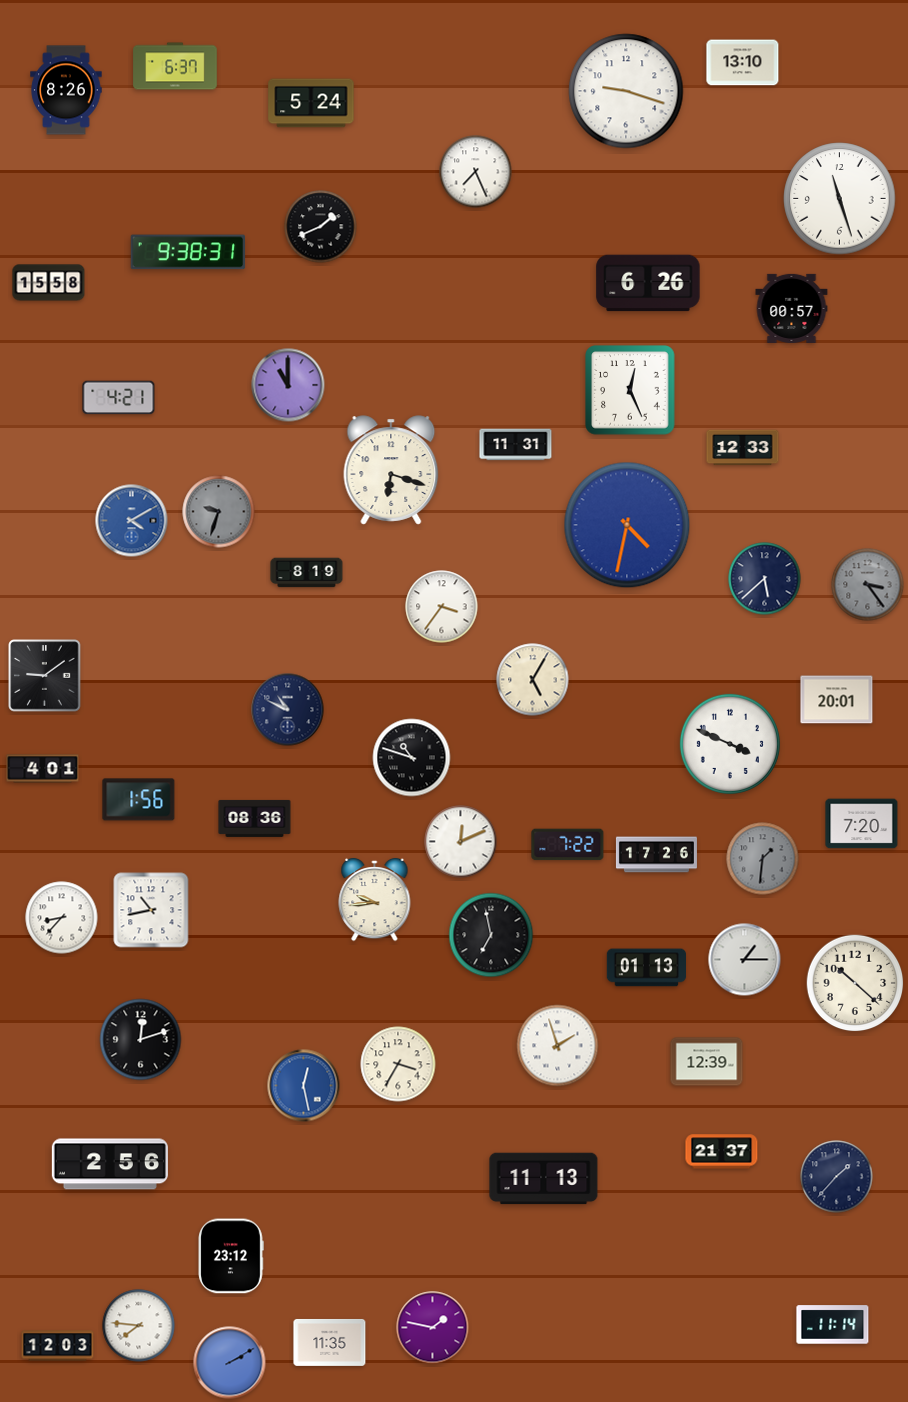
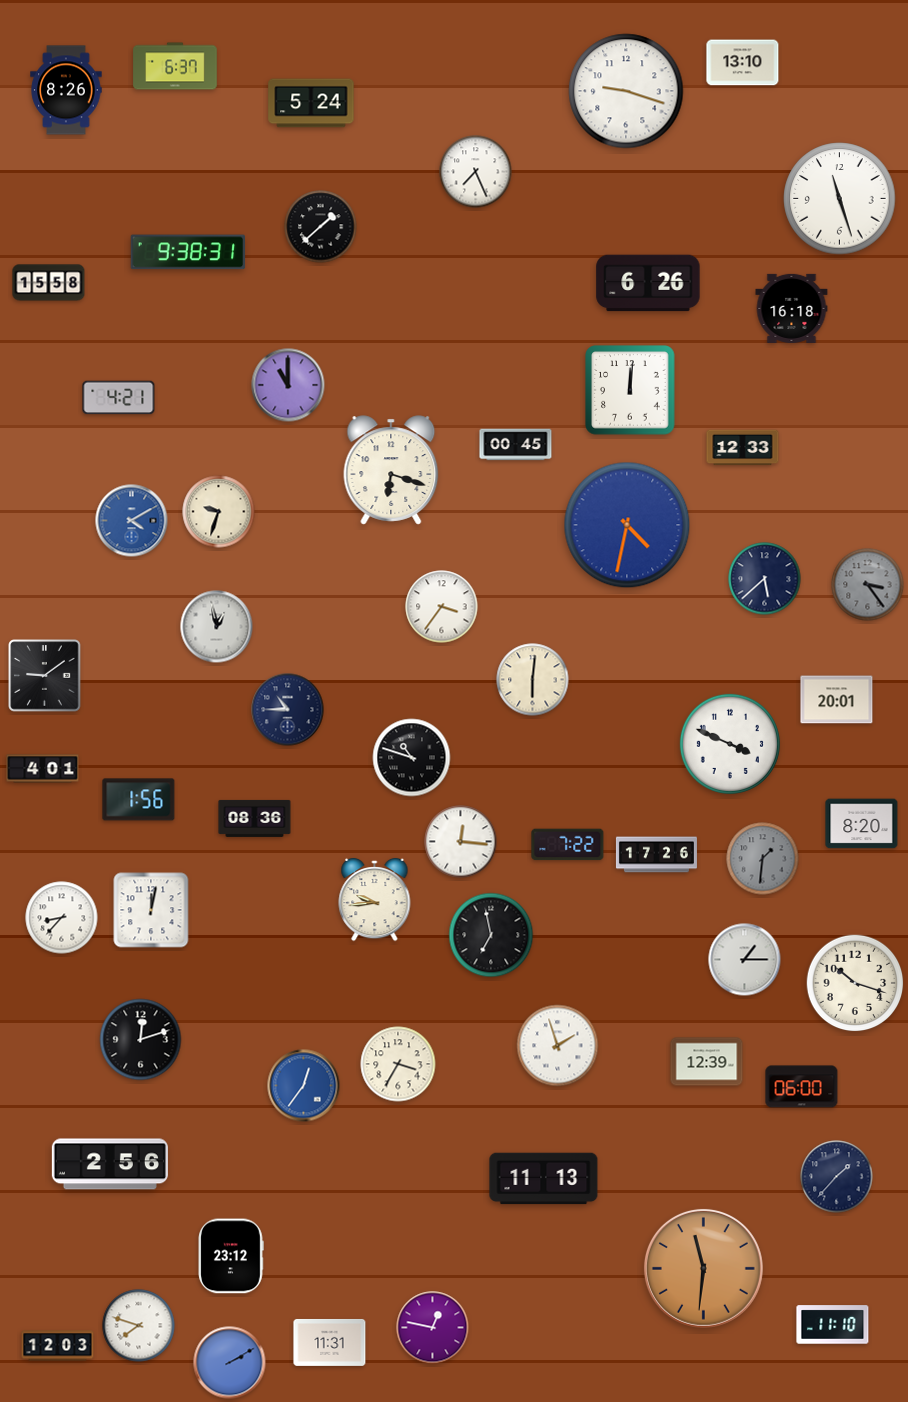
clock at (321, 227): 1:41 -> 1:38
clock at (792, 308): 00:57 -> 16:18
clock at (630, 390): 12:26 -> 12:01
clock at (516, 445): 11:31 -> 00:45
clock at (219, 512) dial: grey -> cream
clock at (307, 573): 8:19 -> none
clock at (217, 627): none -> 12:58
clock at (533, 680): 5:05 -> 6:01
clock at (288, 710): 10:49 -> 10:45
clock at (862, 824): 7:20 -> 8:20
clock at (461, 842): 12:11 -> 12:16
clock at (151, 910): 10:43 -> 12:02
clock at (646, 968): 01:13 -> none
clock at (855, 983): 10:22 -> 10:18
clock at (304, 1086): 12:28 -> 12:36
clock at (802, 1087): none -> 06:00
clock at (722, 1152): 21:37 -> none
clock at (703, 1268): none -> 11:31
clock at (833, 1325): 11:14 -> 11:10
clock at (139, 1326): 7:46 -> 7:48
clock at (433, 1328): 1:47 -> 12:47
clock at (330, 1342): 11:35 -> 11:31
